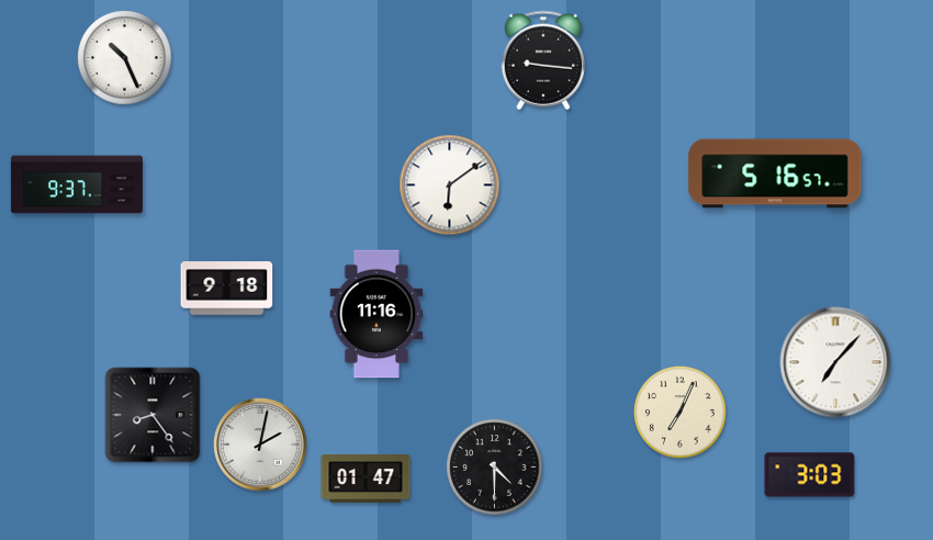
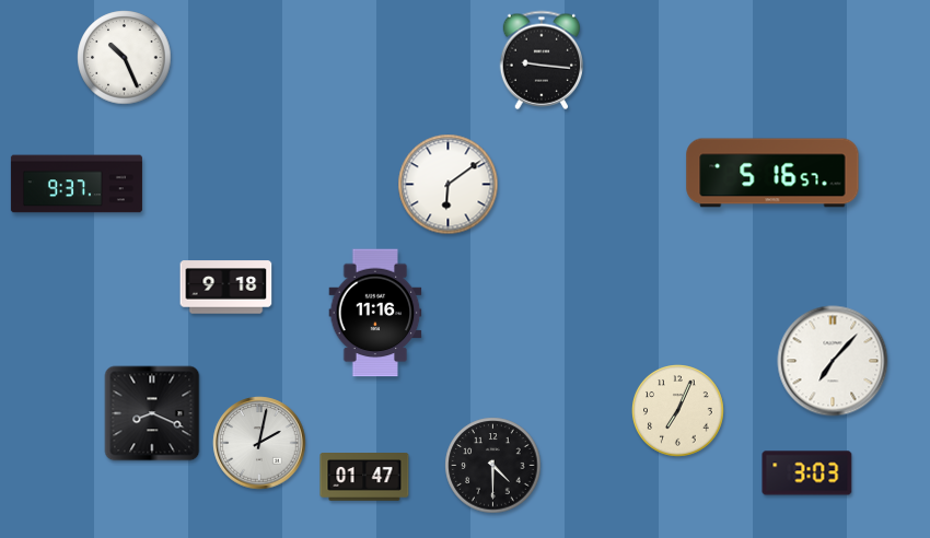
clock at (153, 415): 8:24 -> 8:19
